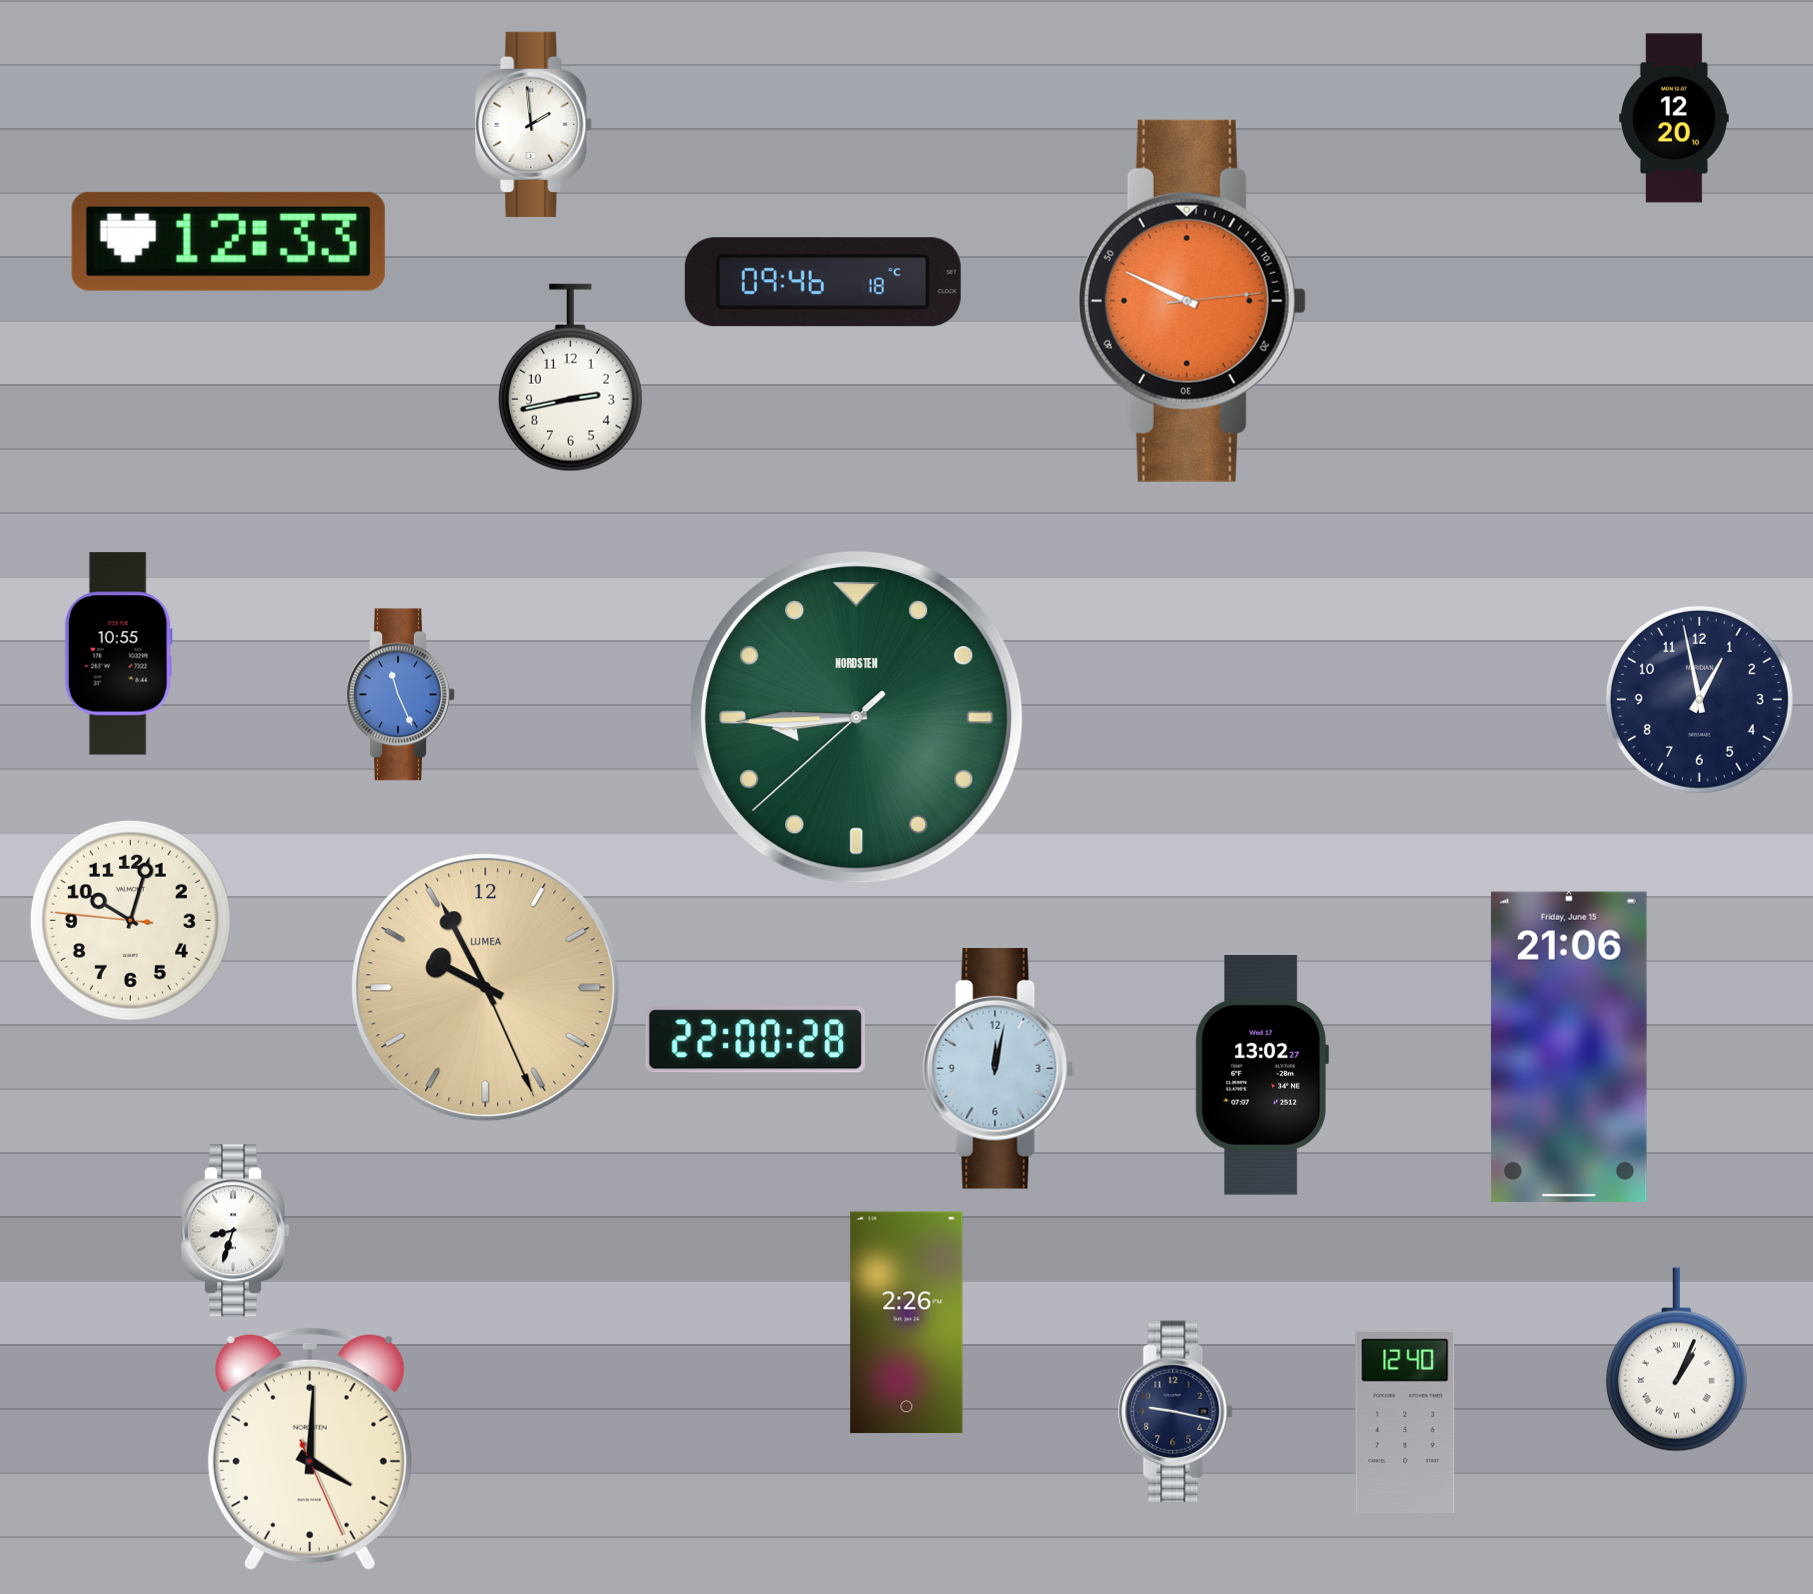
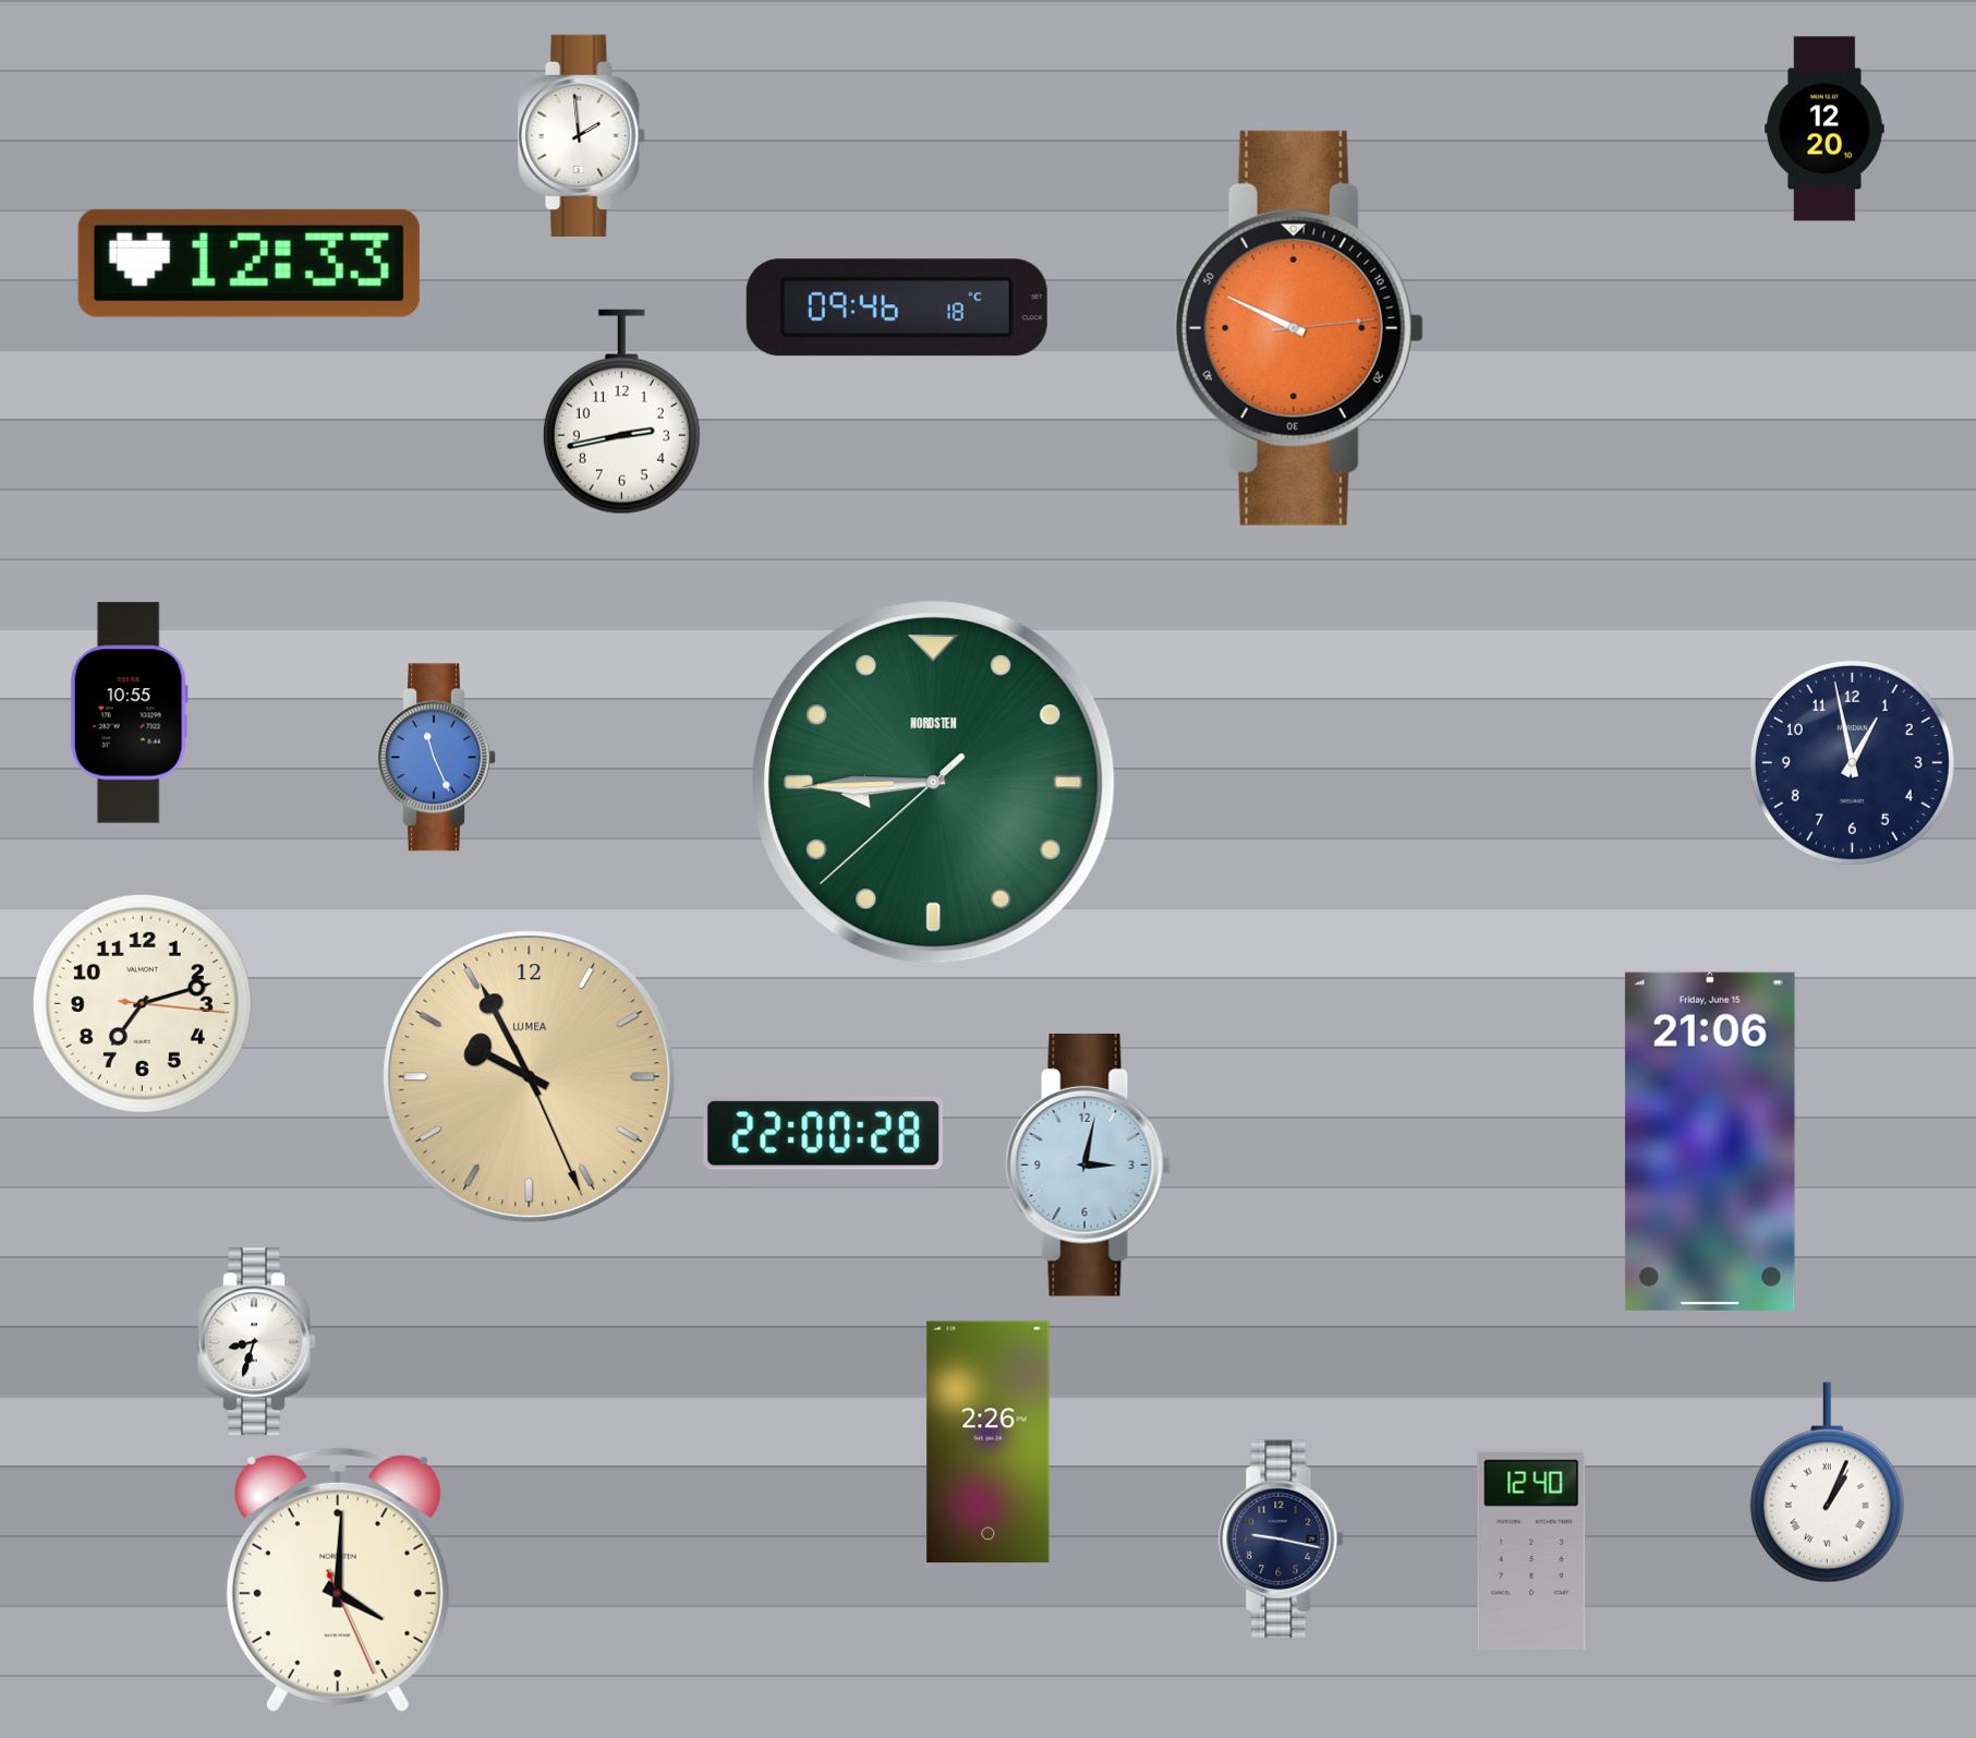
clock at (130, 920): 10:02 -> 7:12
clock at (999, 1068): 12:02 -> 3:02
clock at (1262, 1075): 13:02 -> none
